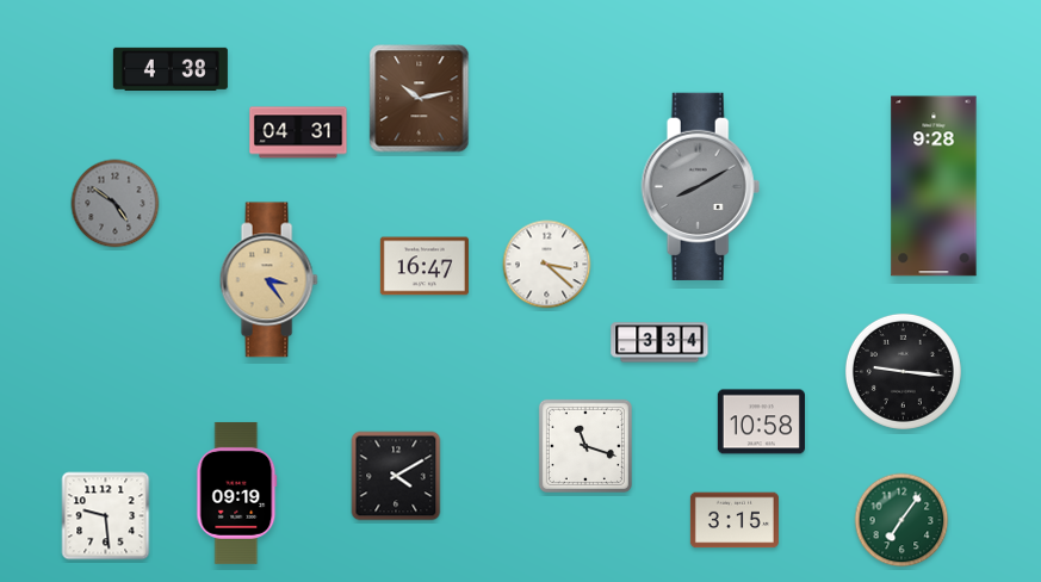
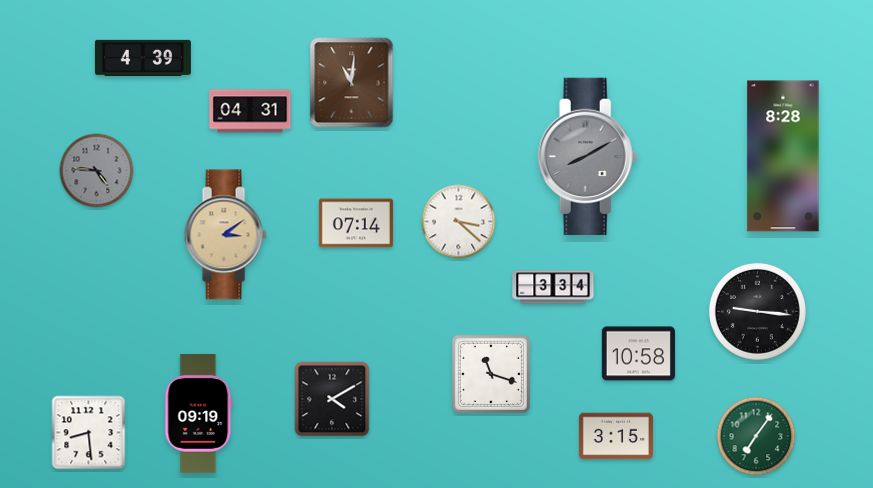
clock at (171, 69): 4:38 -> 4:39
clock at (420, 99): 10:13 -> 11:01
clock at (934, 186): 9:28 -> 8:28
clock at (116, 204): 4:51 -> 4:46
clock at (425, 266): 16:47 -> 07:14
clock at (268, 280): 3:24 -> 3:09
clock at (106, 516): 9:29 -> 8:29
